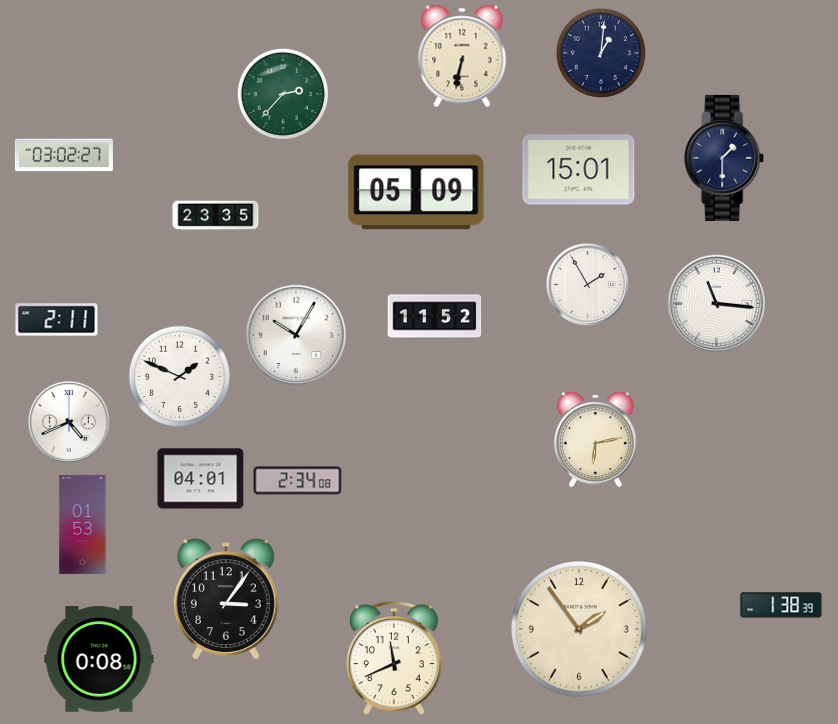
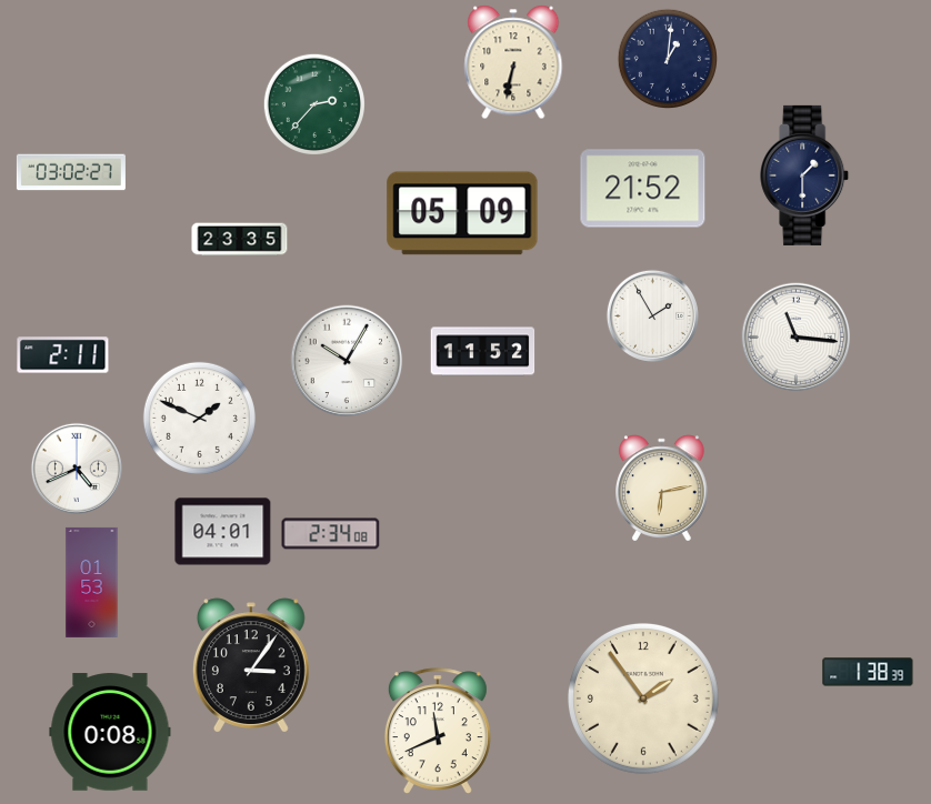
clock at (579, 170): 15:01 -> 21:52
clock at (296, 335) position: (296, 335) -> (347, 361)
